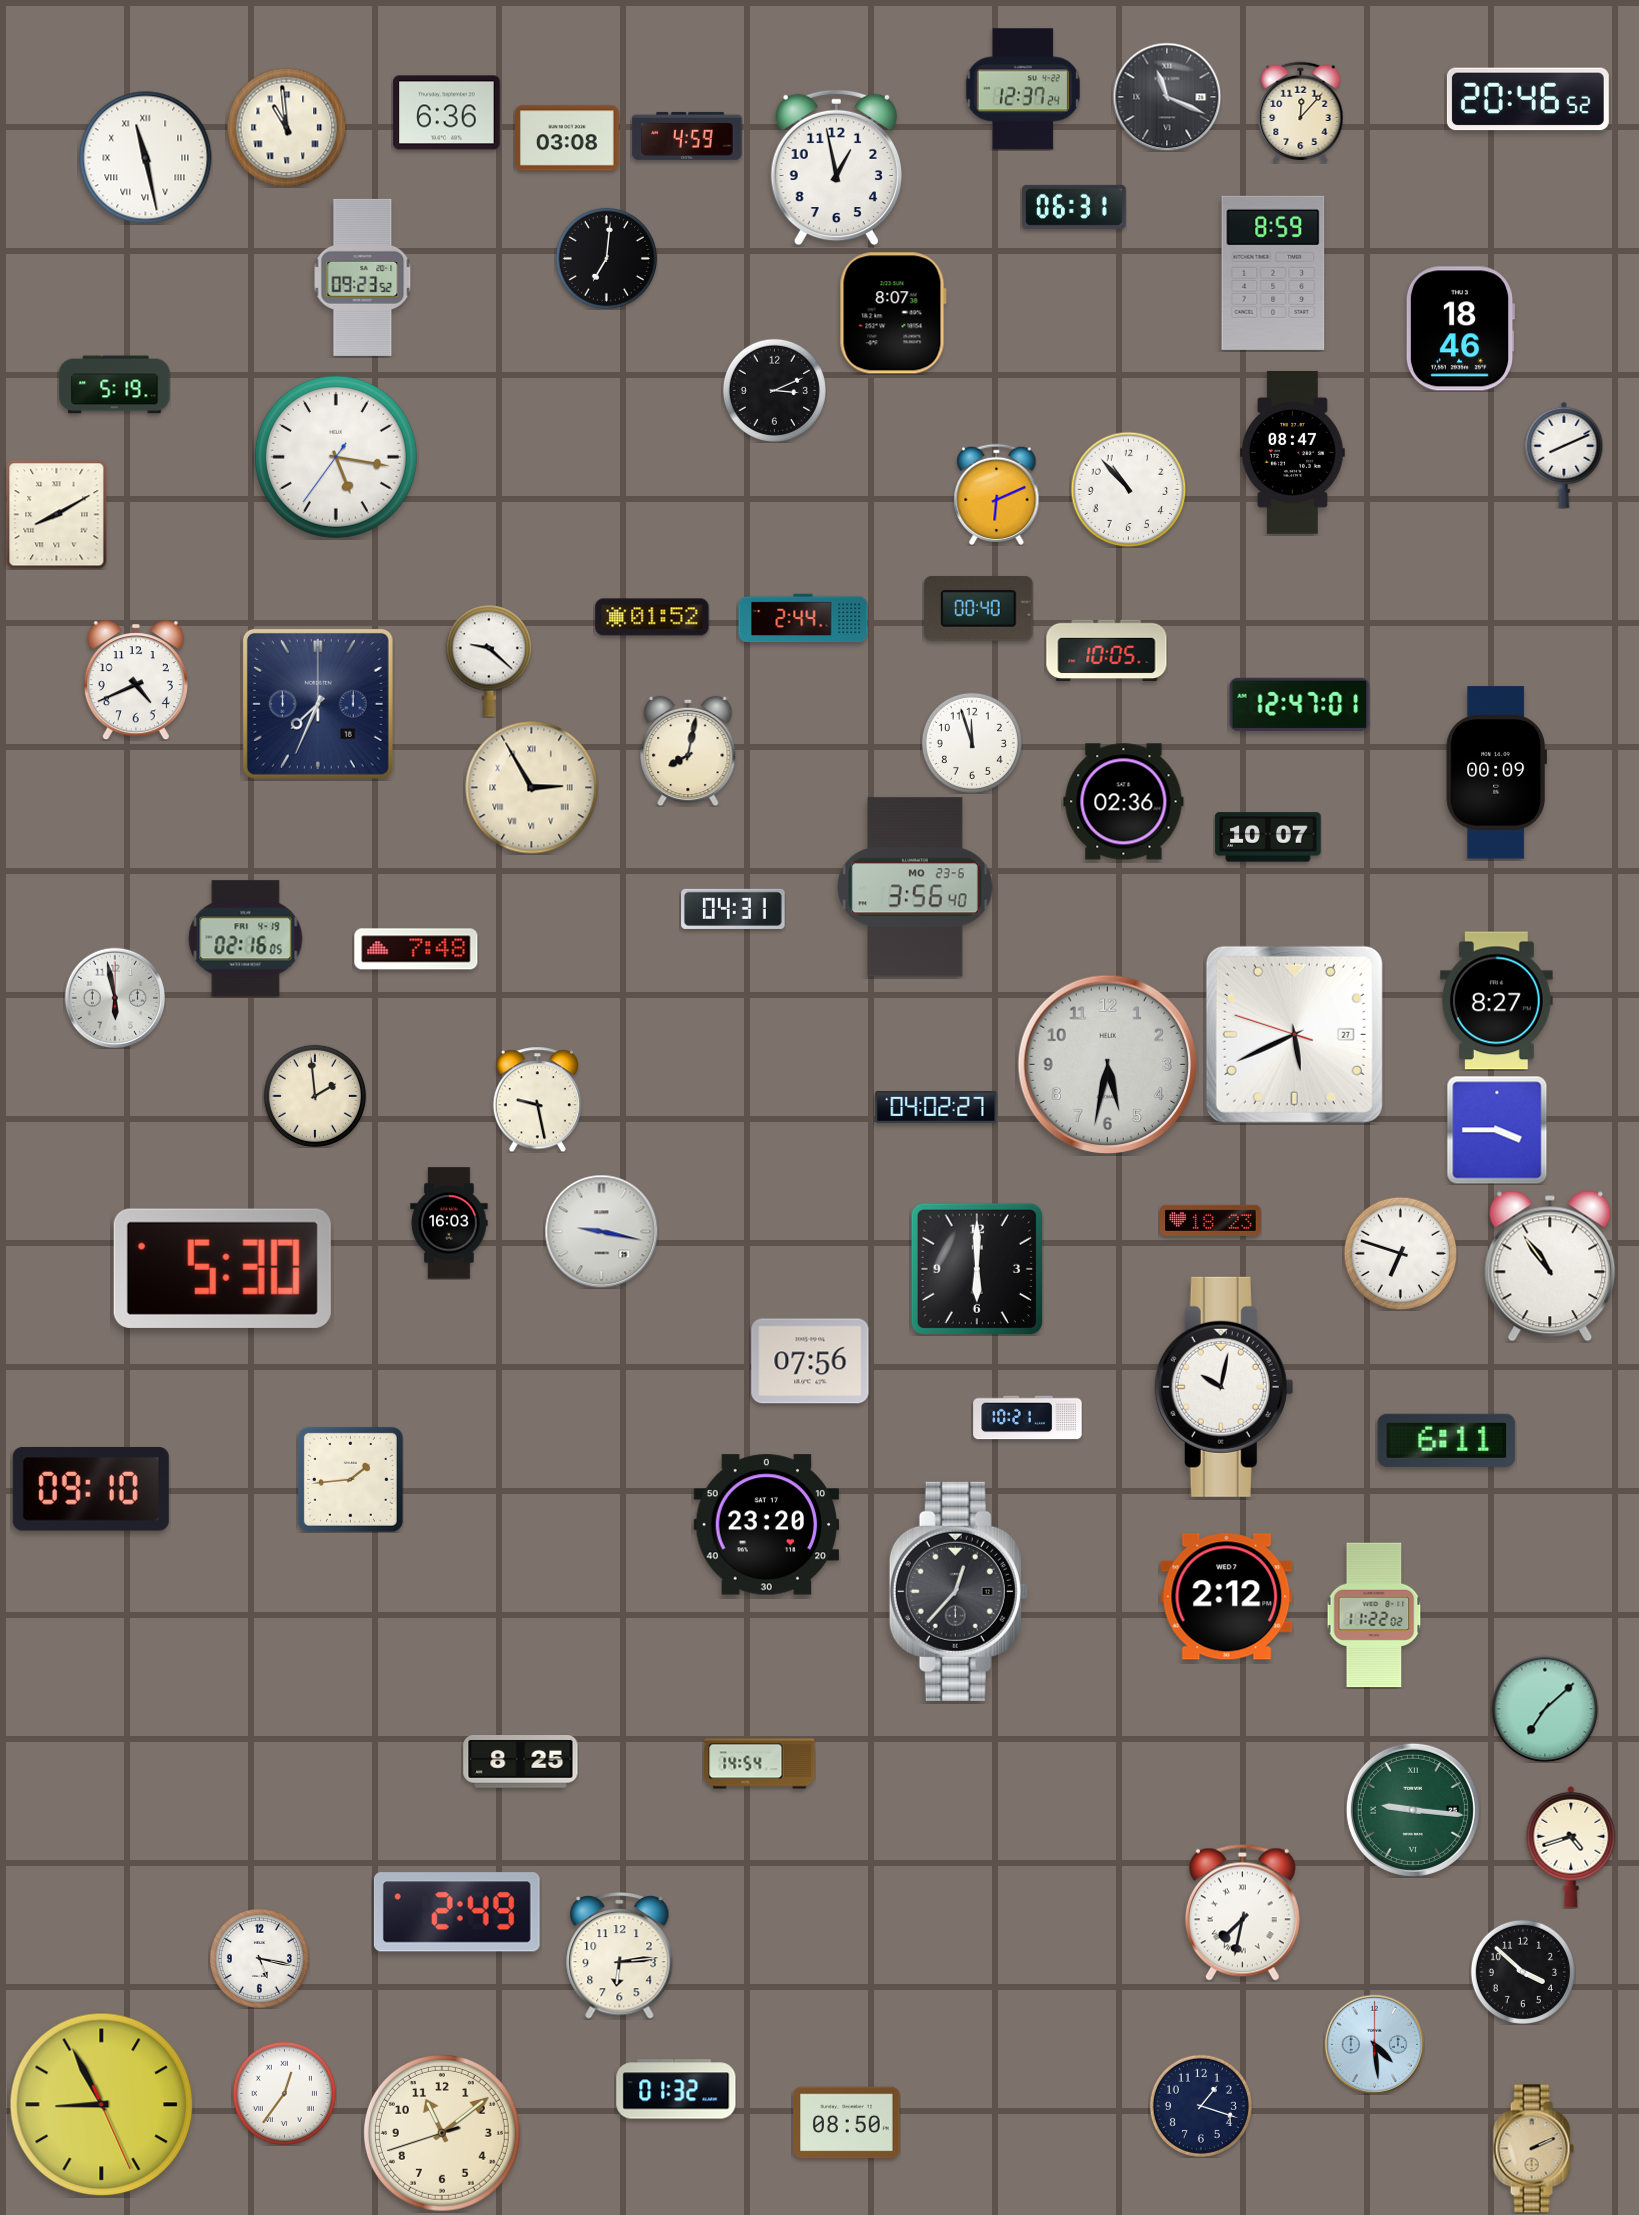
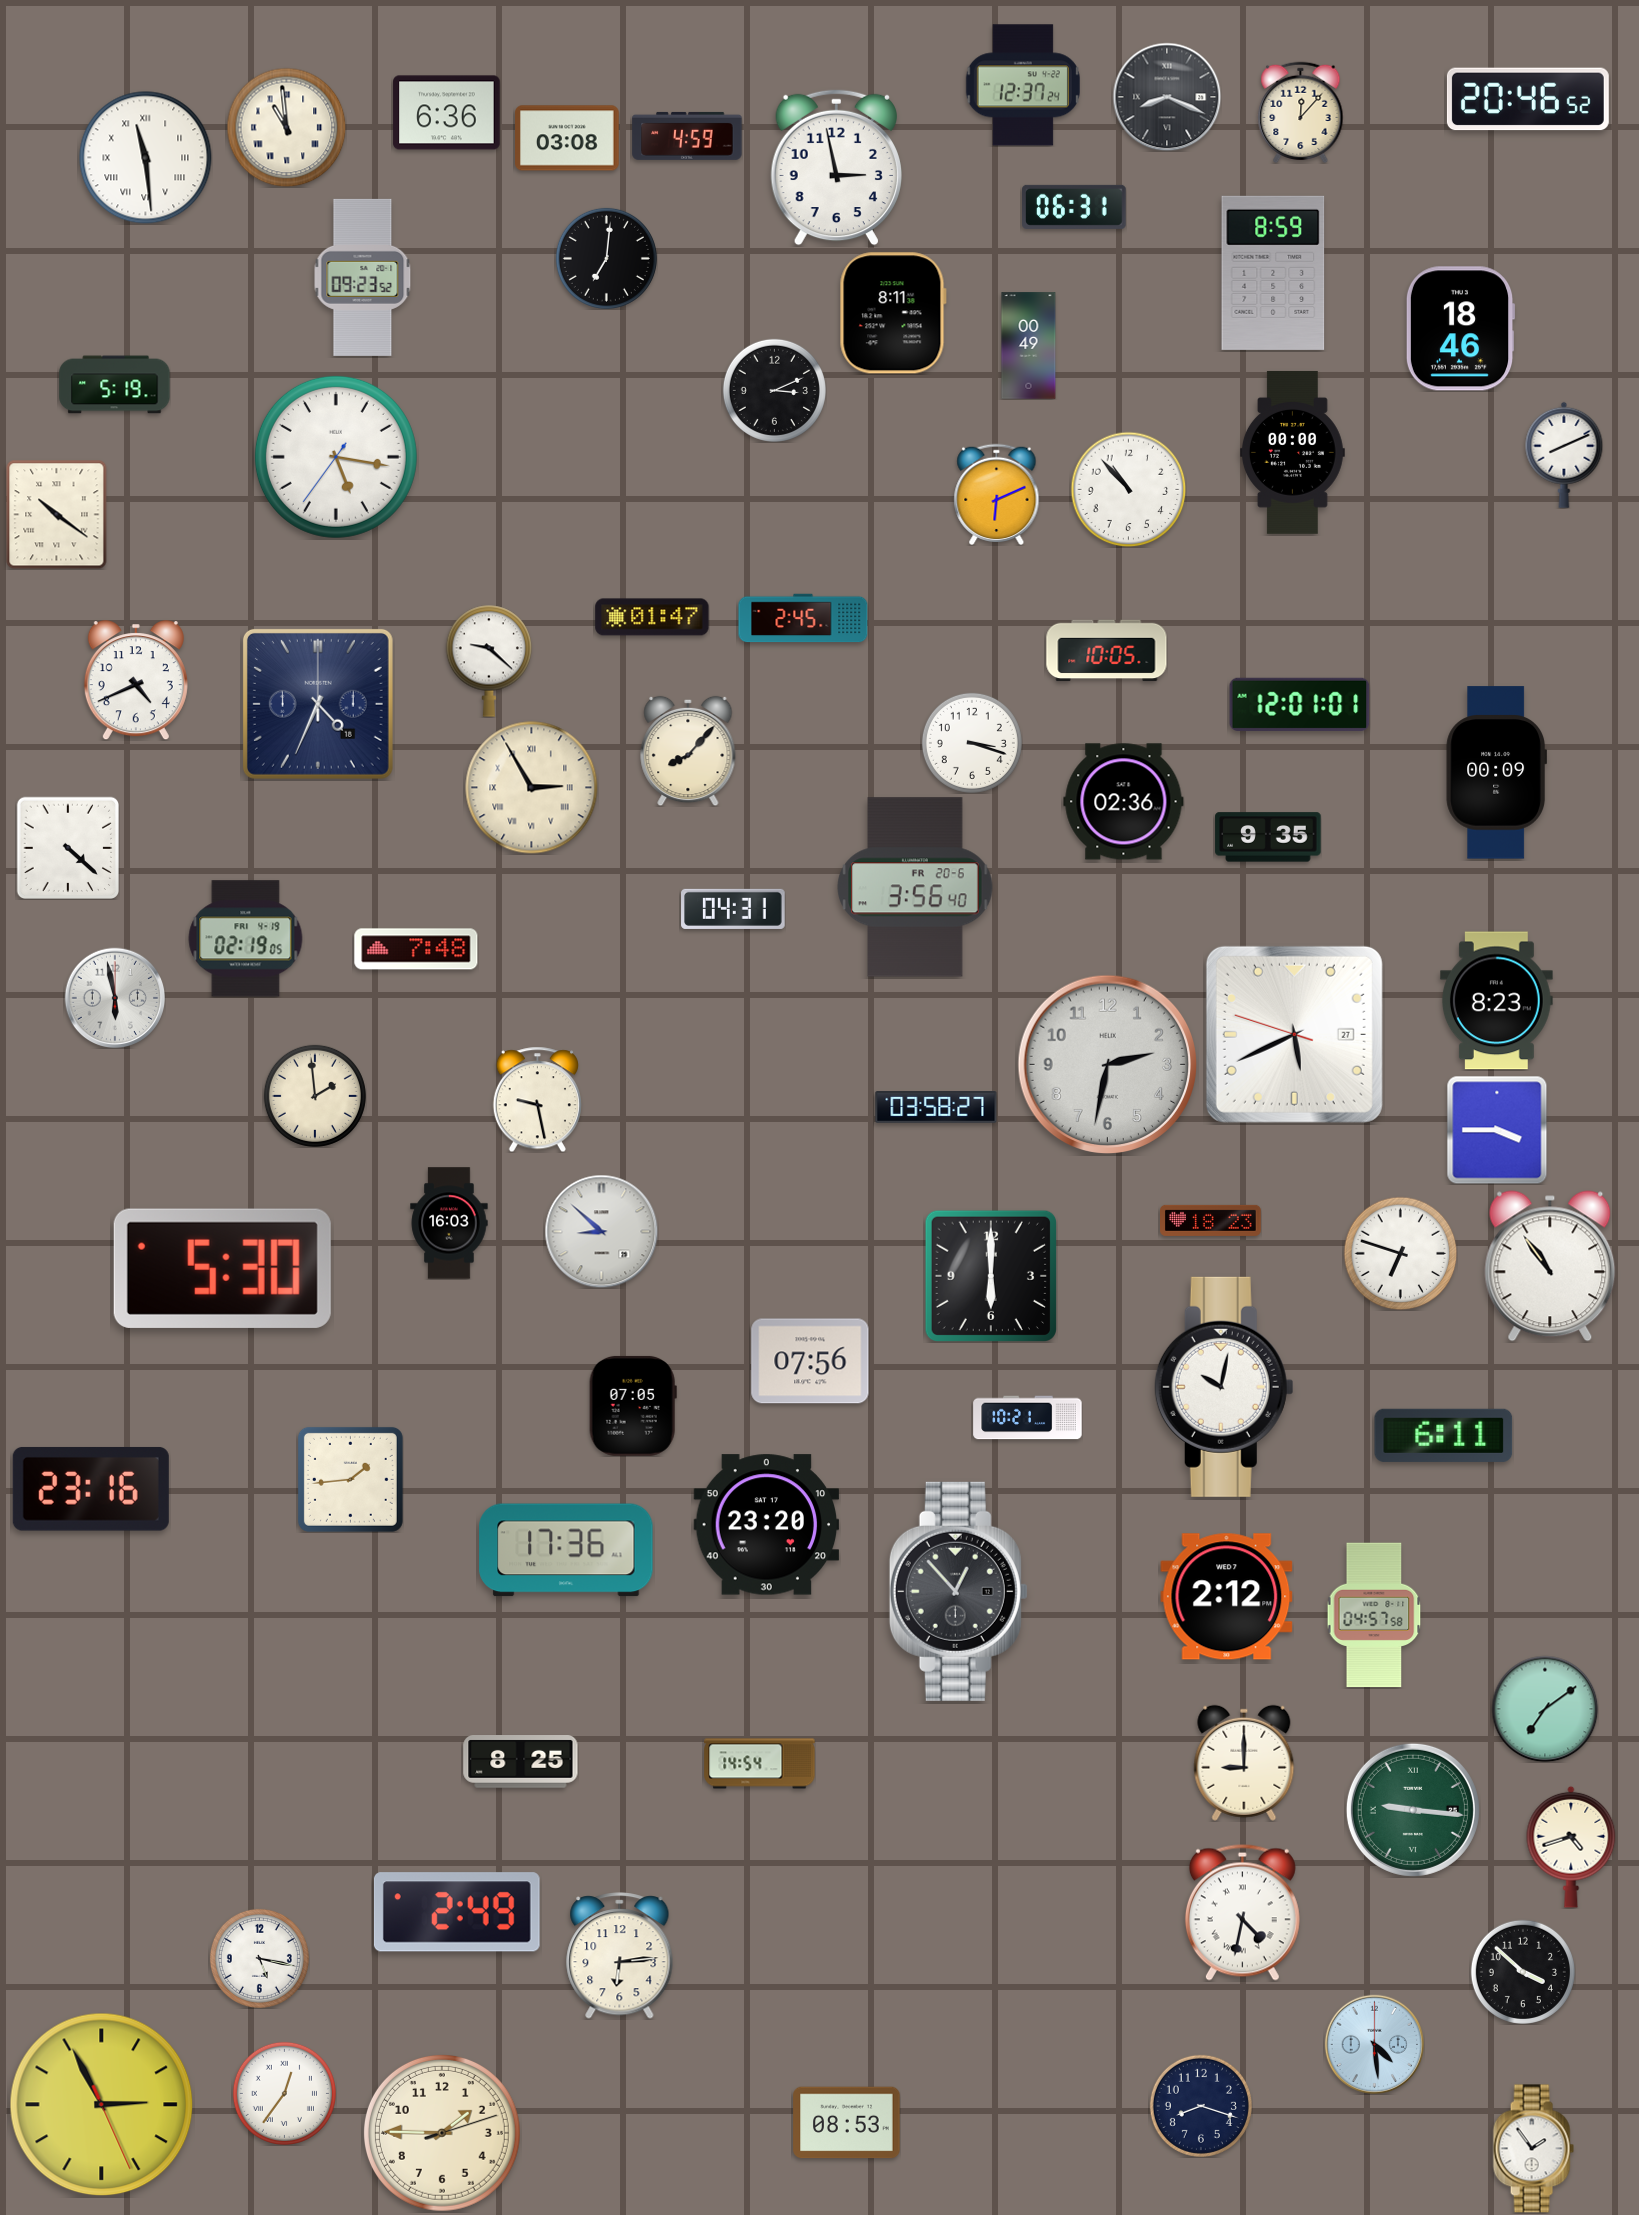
clock at (1023, 89) position: (1023, 89) -> (1023, 85)
clock at (1167, 97): 11:19 -> 8:19
clock at (146, 158): 11:28 -> 11:29
clock at (836, 168): 12:58 -> 2:58
clock at (893, 313): 8:07 -> 8:11
clock at (1029, 346): none -> 00:49
clock at (1292, 452): 08:47 -> 00:00
clock at (57, 514): 8:10 -> 10:21
clock at (979, 608): 00:40 -> none
clock at (652, 617): 01:52 -> 01:47
clock at (803, 618): 2:44 -> 2:45
clock at (318, 704): 7:34 -> 4:34
clock at (1300, 704): 12:47 -> 12:01
clock at (972, 743): 11:57 -> 3:18
clock at (688, 751): 8:02 -> 8:07
clock at (1268, 837): 10:07 -> 9:35
clock at (67, 847): none -> 4:22
clock at (915, 887) date: MO 23-6 -> FR 20-6
clock at (246, 939): 02:16 -> 02:19
clock at (1496, 1001): 8:27 -> 8:23
clock at (1107, 1064): 5:32 -> 2:32
clock at (936, 1108): 04:02 -> 03:58
clock at (601, 1231): 9:17 -> 8:52
clock at (976, 1268) position: (976, 1268) -> (990, 1275)
clock at (633, 1406): none -> 07:05
clock at (1447, 1440) position: (1447, 1440) -> (1444, 1435)
clock at (91, 1489): 09:10 -> 23:16
clock at (566, 1550): none -> 17:36
clock at (958, 1591): 12:37 -> 12:53
clock at (1374, 1615): 11:22 -> 04:57
clock at (1545, 1709): 7:08 -> 7:09
clock at (1244, 1763): none -> 9:00
clock at (1242, 1912): 7:32 -> 4:32
clock at (676, 2089): 01:32 -> none
clock at (102, 2105): 8:55 -> 2:55
clock at (1201, 2106): 1:18 -> 8:18
clock at (847, 2123): 08:50 -> 08:53
clock at (442, 2133): 11:08 -> 1:45
clock at (1533, 2149): 2:11 -> 1:54
clock at (1533, 2149) dial: champagne -> white
